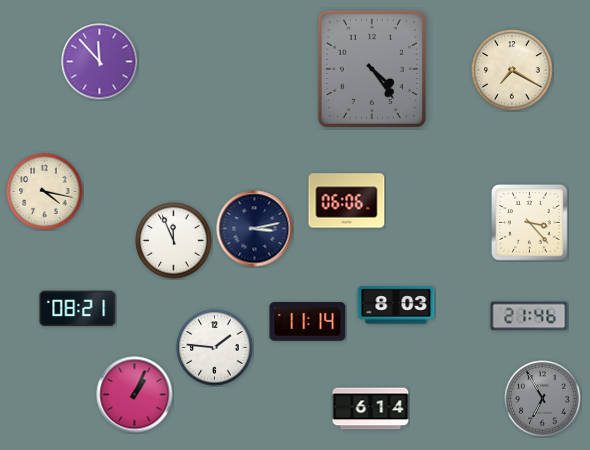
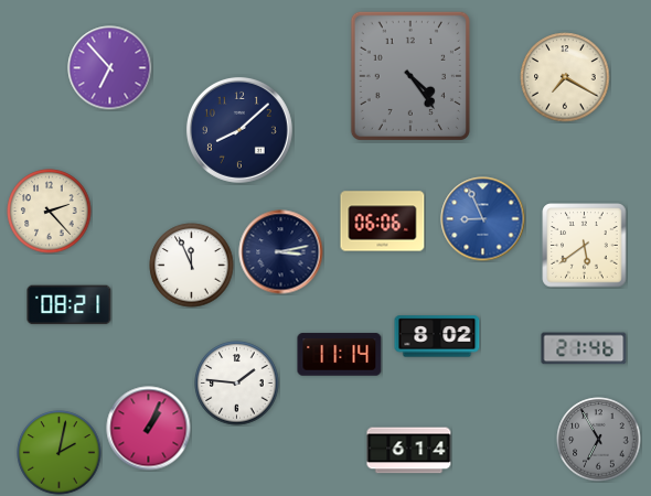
clock at (100, 62): 11:53 -> 6:53
clock at (239, 130): none -> 8:08
clock at (45, 192): 4:17 -> 2:23
clock at (483, 219): none -> 8:56
clock at (530, 223): 3:23 -> 5:39
clock at (396, 305): 8:03 -> 8:02
clock at (78, 309) position: (78, 309) -> (70, 305)
clock at (135, 395) position: (135, 395) -> (149, 429)
clock at (60, 453): none -> 2:02
